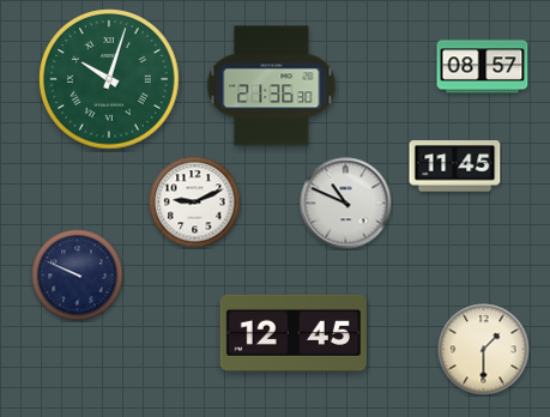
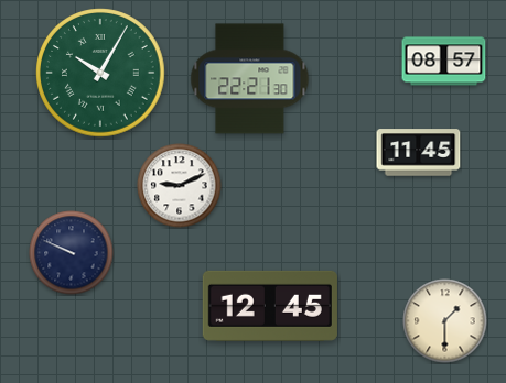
clock at (109, 79): 10:03 -> 10:05
clock at (272, 86): 21:36 -> 22:21
clock at (346, 204): 10:49 -> none
